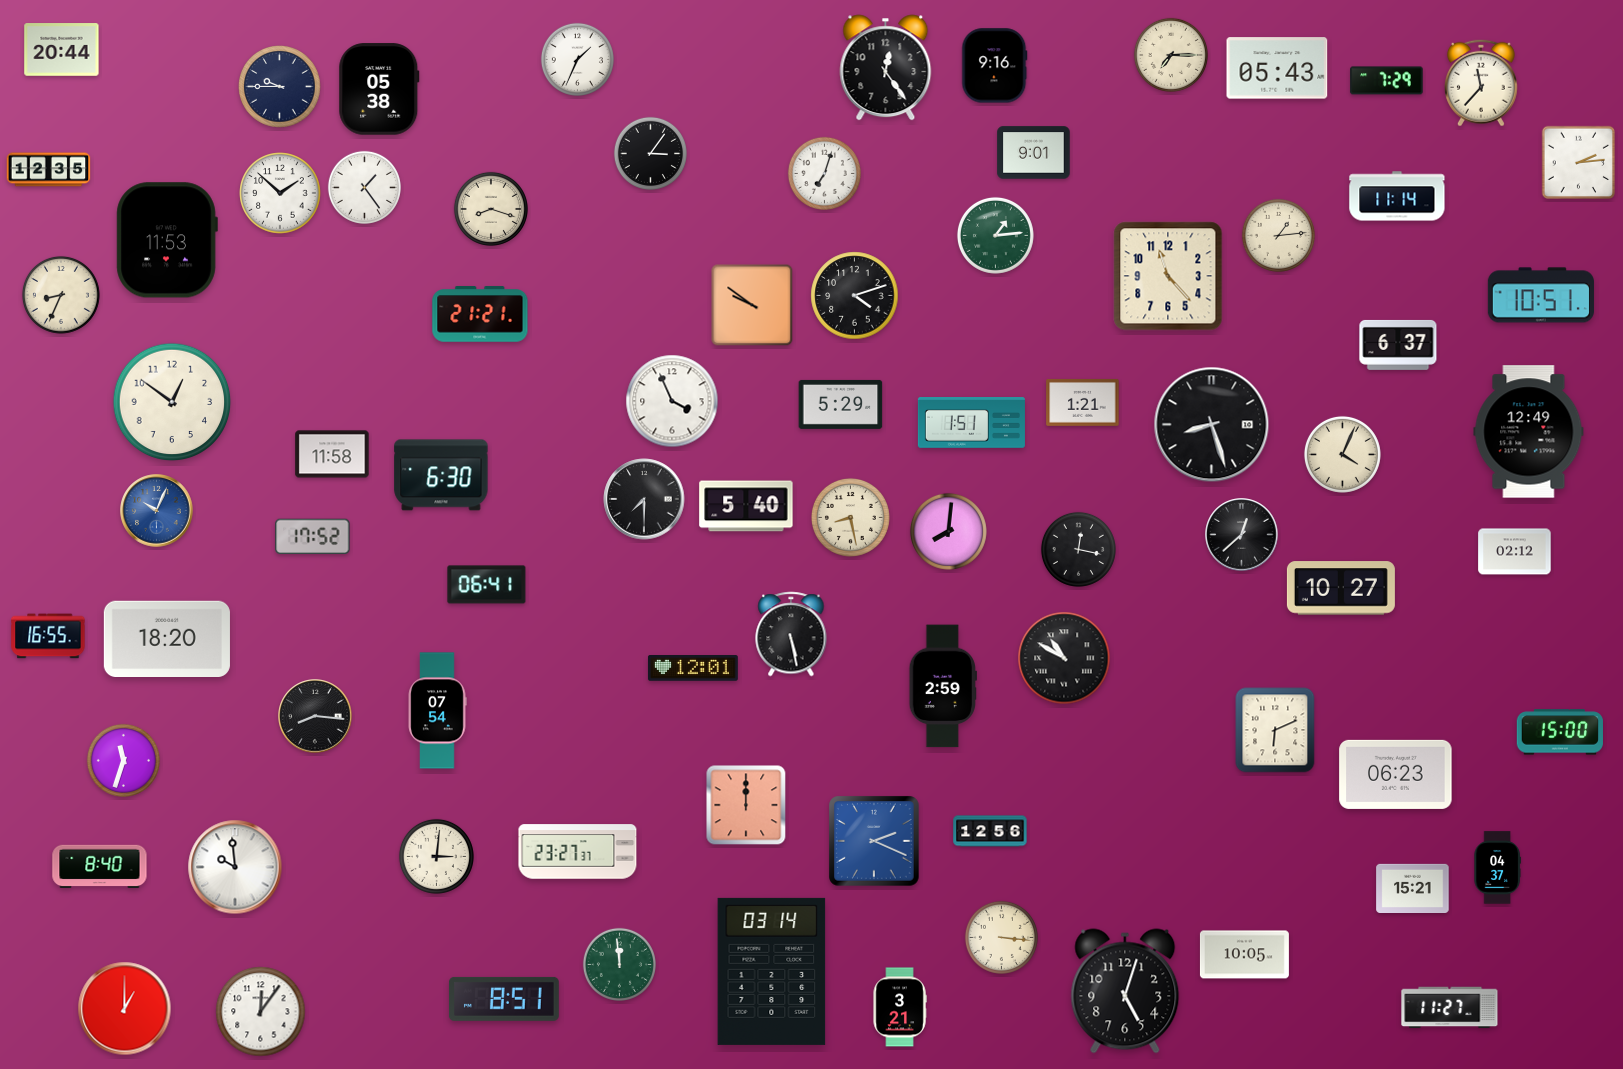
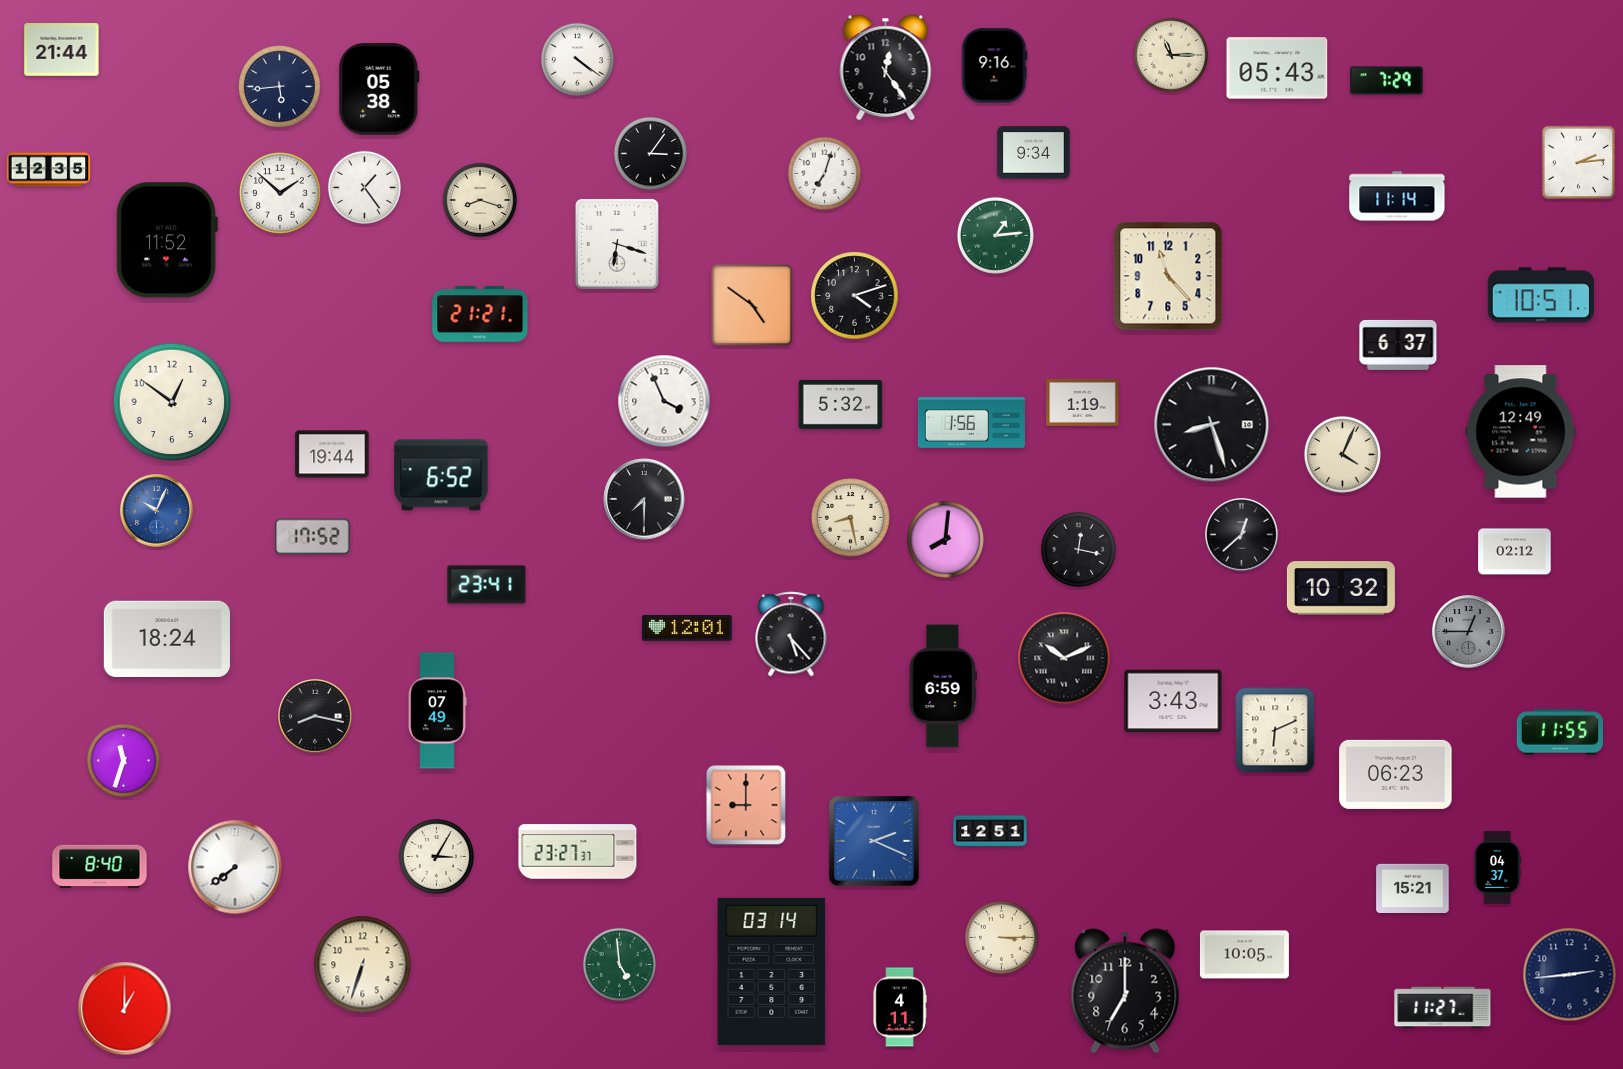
clock at (62, 50): 20:44 -> 21:44
clock at (1171, 55): 7:15 -> 11:15
clock at (577, 59): 1:34 -> 4:21
clock at (1481, 83): 11:37 -> none
clock at (280, 87): 9:45 -> 5:44
clock at (1034, 153): 9:01 -> 9:34
clock at (491, 209) position: (491, 209) -> (480, 200)
clock at (1278, 235): 1:14 -> none
clock at (167, 240): 11:53 -> 11:52
clock at (617, 244): none -> 6:18
clock at (61, 295): 8:34 -> none
clock at (752, 305): 9:51 -> 4:51
clock at (672, 401) position: (672, 401) -> (664, 401)
clock at (1083, 402): 1:21 -> 1:19
clock at (841, 404): 5:29 -> 5:32
clock at (971, 423): 1:51 -> 1:56
clock at (1529, 432) position: (1529, 432) -> (1521, 432)
clock at (332, 454): 11:58 -> 19:44
clock at (441, 475): 6:30 -> 6:52
clock at (746, 506): 5:40 -> none
clock at (948, 531) position: (948, 531) -> (945, 539)
clock at (487, 585): 06:41 -> 23:41
clock at (1341, 588): 10:27 -> 10:32
clock at (1469, 632): none -> 12:45
clock at (791, 634): 5:28 -> 5:23
clock at (48, 636): 16:55 -> none
clock at (167, 638): 18:20 -> 18:24
clock at (1064, 658): 10:50 -> 10:11
clock at (693, 669) position: (693, 669) -> (687, 629)
clock at (943, 686): 2:59 -> 6:59
clock at (1173, 701): none -> 3:43
clock at (437, 711): 07:54 -> 07:49
clock at (315, 716): 8:16 -> 8:17
clock at (1559, 732): 15:00 -> 11:55
clock at (746, 805): 12:00 -> 9:00
clock at (990, 831): 12:56 -> 12:51
clock at (436, 856): 3:01 -> 3:05
clock at (235, 867): 9:59 -> 7:39
clock at (1001, 937): 3:16 -> 3:15
clock at (619, 964): 11:59 -> 4:59
clock at (363, 965): none -> 6:33
clock at (1570, 975): none -> 2:44
clock at (1125, 991): 5:03 -> 7:00
clock at (504, 999): 8:51 -> none
clock at (900, 1007): 3:21 -> 4:11
clock at (1450, 1008) position: (1450, 1008) -> (1443, 1008)
clock at (261, 1012): 12:06 -> none
